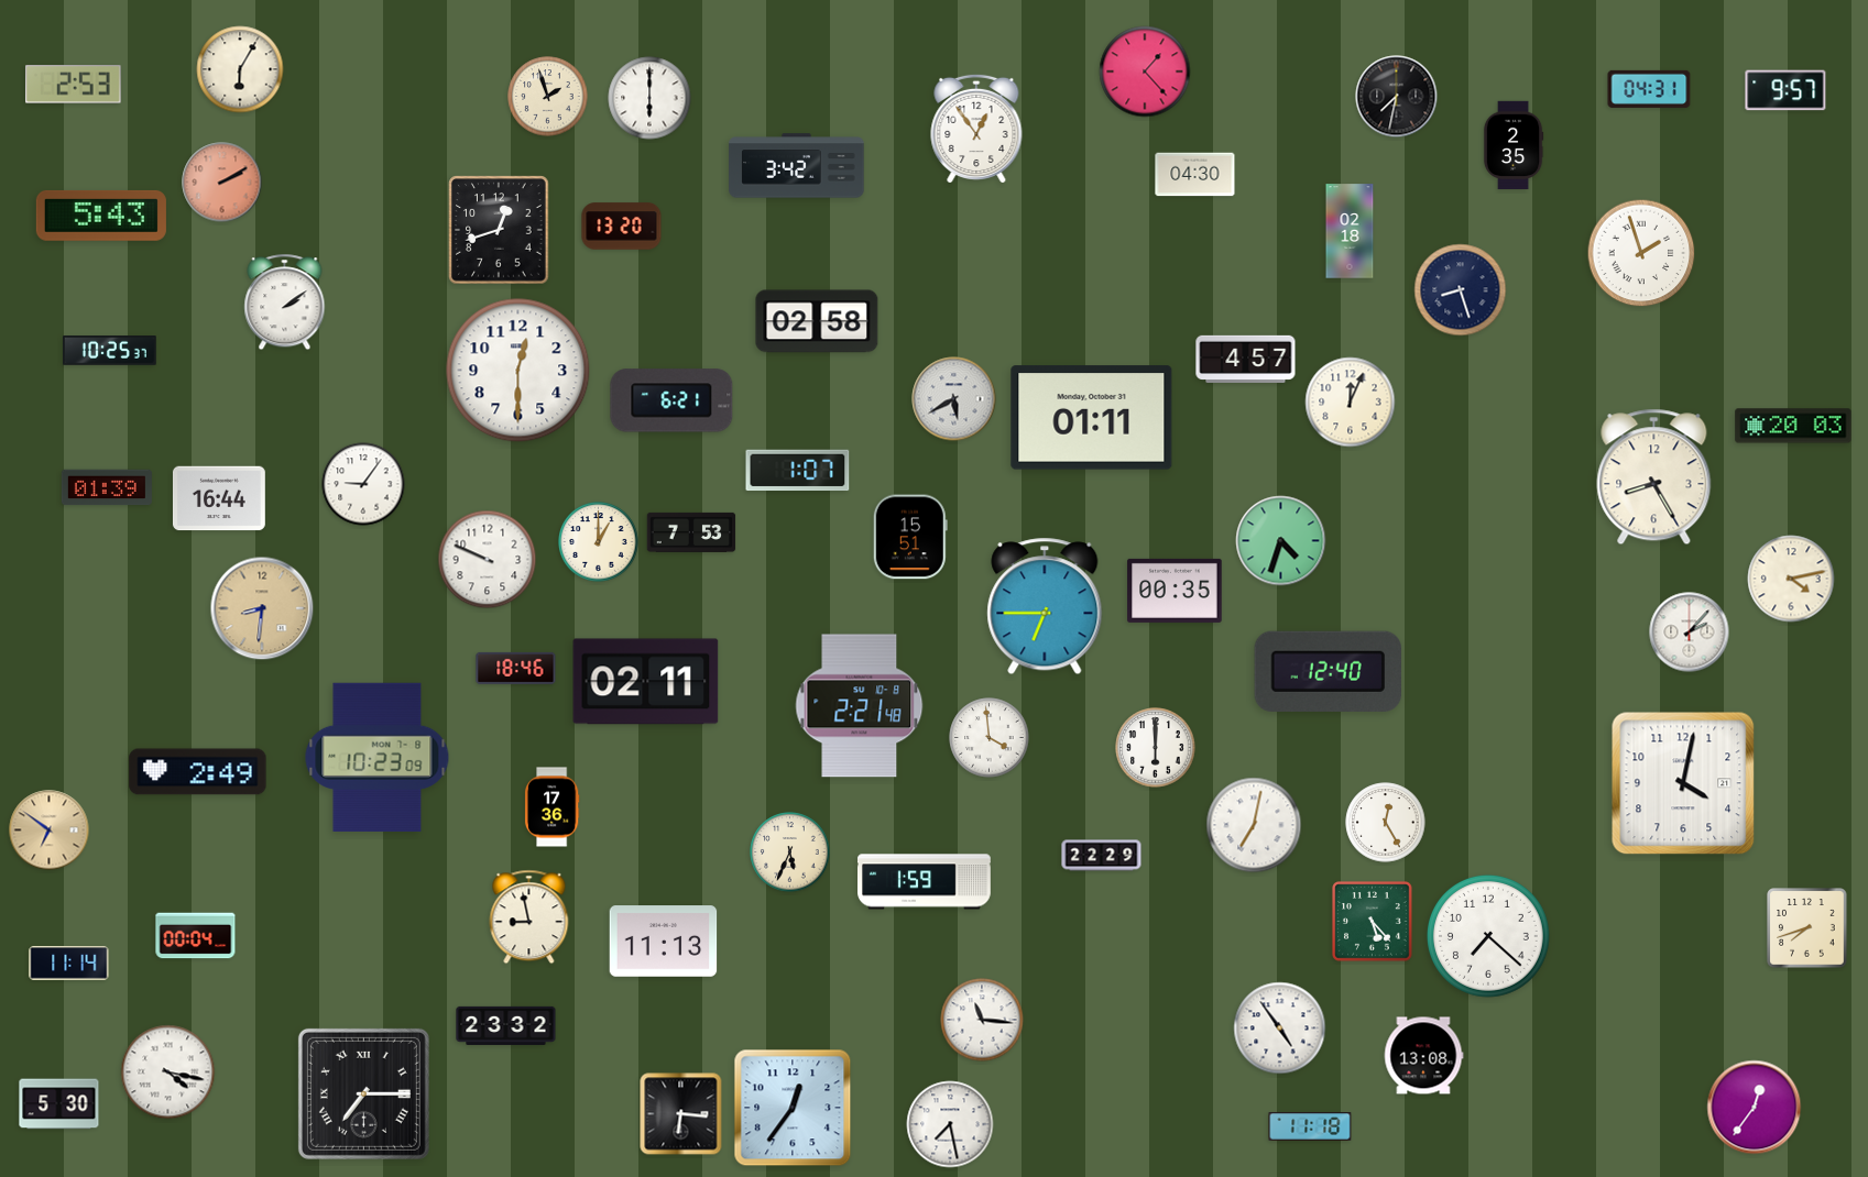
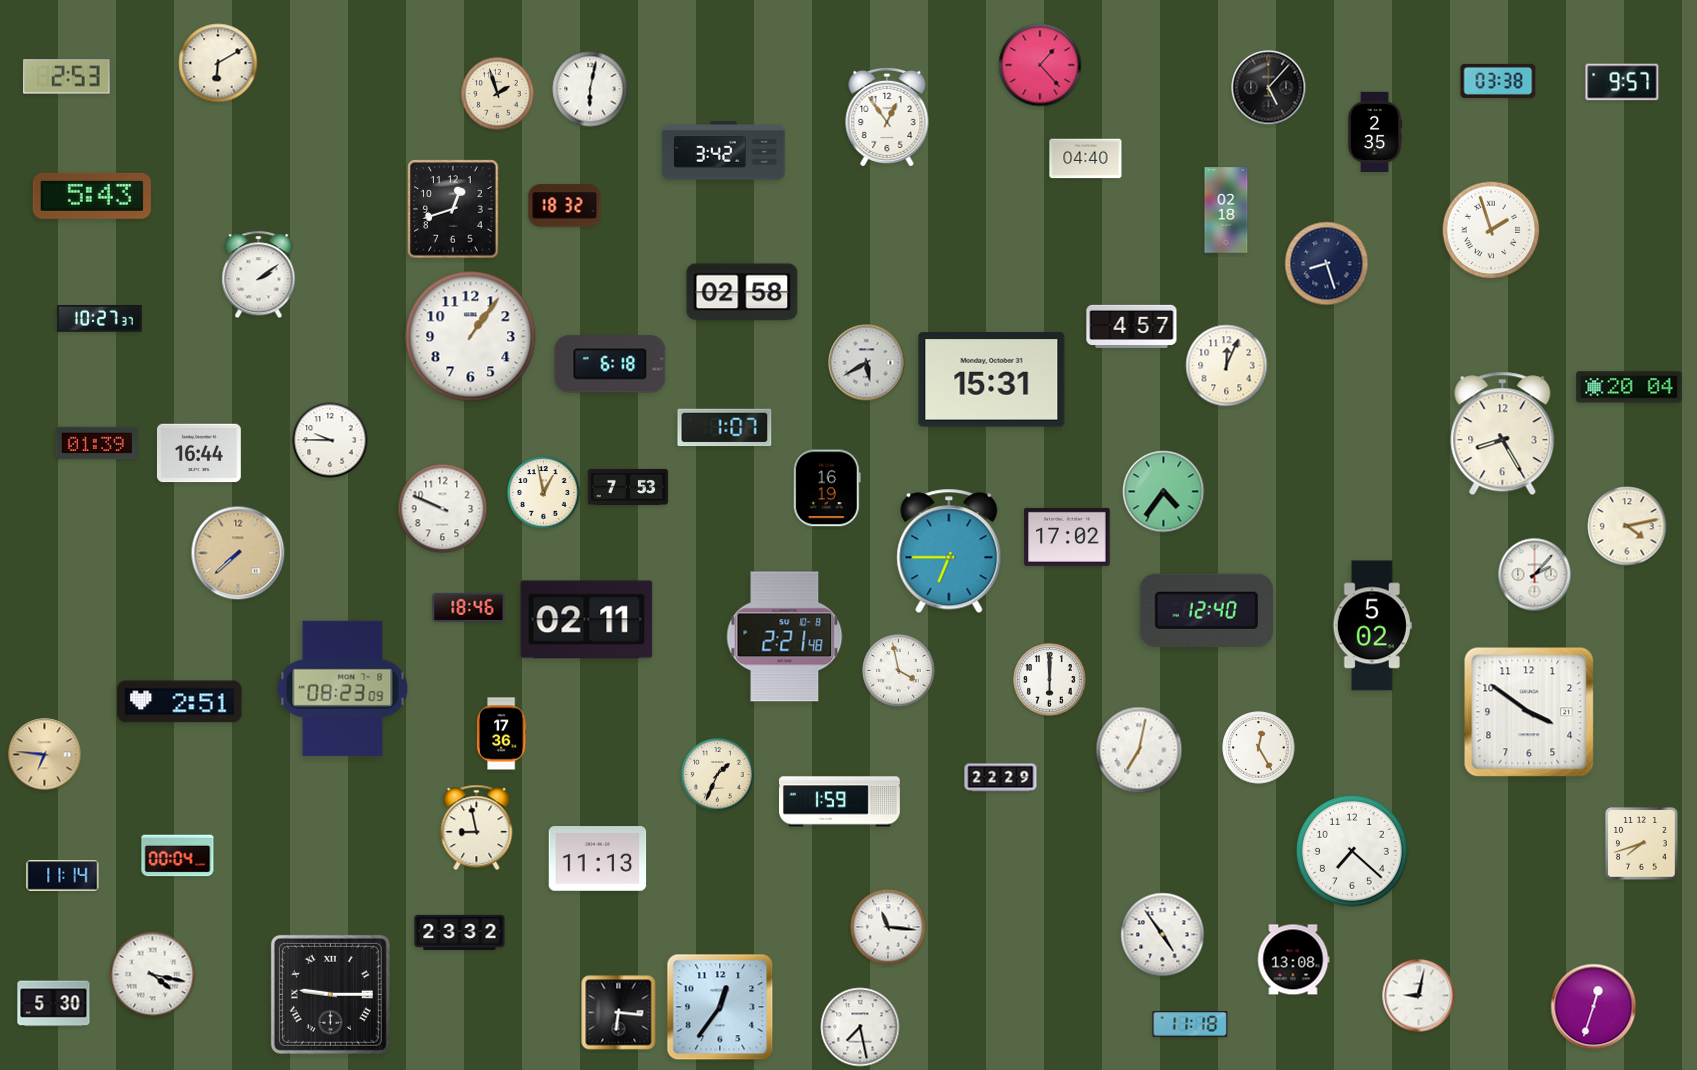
clock at (240, 69): 6:05 -> 6:10
clock at (1649, 89): 04:31 -> 03:38
clock at (548, 97) position: (548, 97) -> (498, 94)
clock at (1397, 97): 7:32 -> 5:07
clock at (649, 98): 6:00 -> 6:02
clock at (1195, 175): 04:30 -> 04:40
clock at (222, 183): 2:10 -> none
clock at (622, 227): 13:20 -> 18:32
clock at (110, 351): 10:25 -> 10:27
clock at (518, 371): 12:30 -> 1:06
clock at (671, 400): 6:21 -> 6:18
clock at (1092, 418): 01:11 -> 15:31
clock at (1793, 426): 20:03 -> 20:04
clock at (363, 484): 9:06 -> 9:45
clock at (691, 532) position: (691, 532) -> (628, 487)
clock at (910, 537): 15:51 -> 16:19
clock at (1281, 541): 4:33 -> 4:36
clock at (599, 542): 1:00 -> 12:58
clock at (1175, 591): 00:35 -> 17:02
clock at (262, 608): 8:31 -> 7:38
clock at (1372, 626): none -> 5:02
clock at (860, 706) position: (860, 706) -> (785, 637)
clock at (990, 738): 3:59 -> 3:58
clock at (378, 757): 10:23 -> 08:23
clock at (198, 772): 2:49 -> 2:51
clock at (1683, 783): 4:02 -> 3:51
clock at (50, 831): 6:51 -> 6:46
clock at (790, 853): 5:34 -> 1:34
clock at (529, 917) position: (529, 917) -> (477, 828)
clock at (1373, 922): 5:23 -> none
clock at (196, 936) position: (196, 936) -> (178, 856)
clock at (664, 942) position: (664, 942) -> (598, 859)
clock at (982, 1020) position: (982, 1020) -> (888, 927)
clock at (363, 1093): 7:15 -> 9:15
clock at (1419, 996): none -> 9:02
clock at (1755, 1108): 12:36 -> 12:33
clock at (950, 1124) position: (950, 1124) -> (860, 1027)
